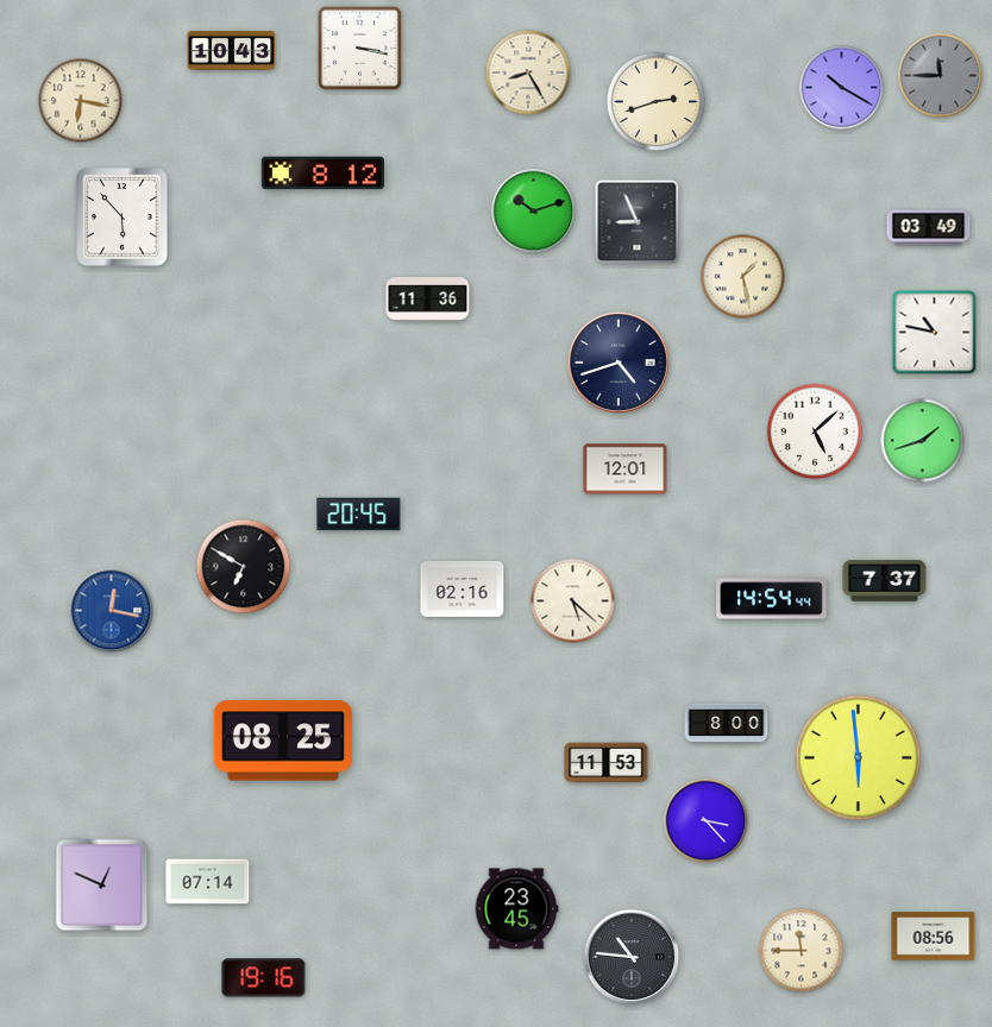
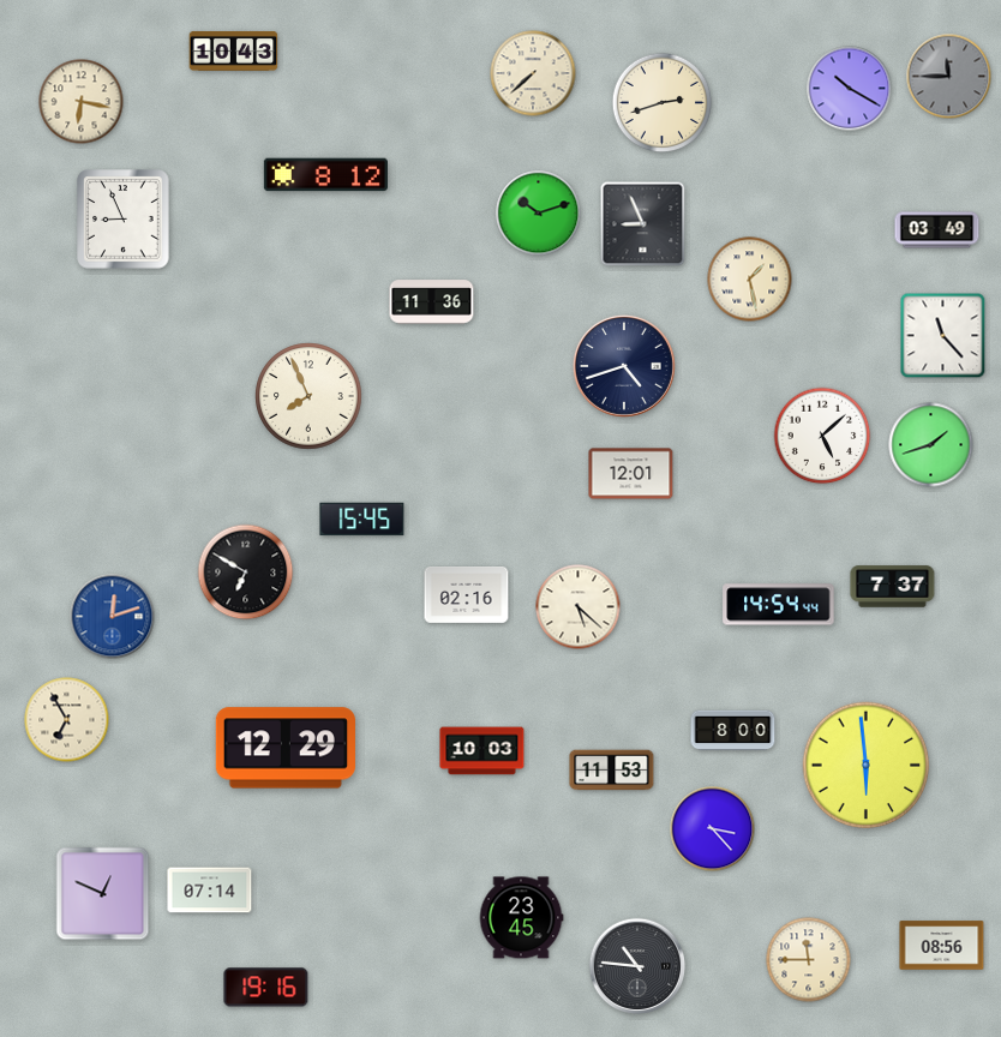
clock at (359, 48): 3:17 -> none
clock at (528, 73): 8:25 -> 7:38
clock at (123, 218): 5:53 -> 8:56
clock at (935, 333): 10:47 -> 11:23
clock at (308, 396): none -> 7:56
clock at (359, 515): 20:45 -> 15:45
clock at (112, 611): 12:17 -> 12:12
clock at (67, 720): none -> 6:55
clock at (283, 741): 08:25 -> 12:29
clock at (482, 751): none -> 10:03
